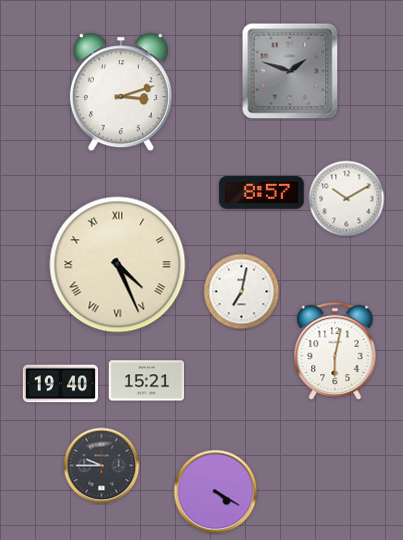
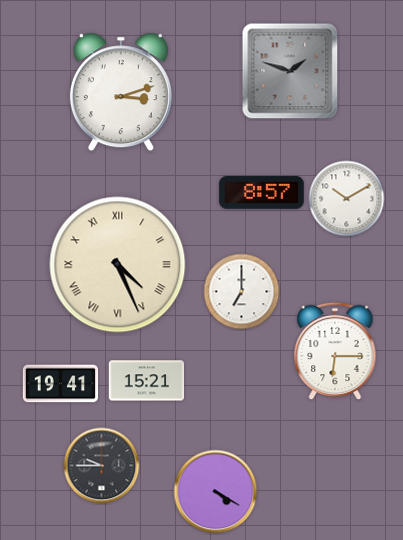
clock at (242, 292): 7:02 -> 7:00
clock at (335, 351): 6:02 -> 6:15
clock at (61, 384): 19:40 -> 19:41
